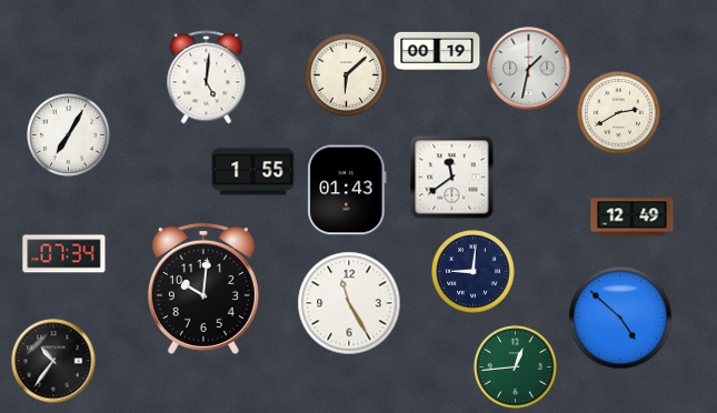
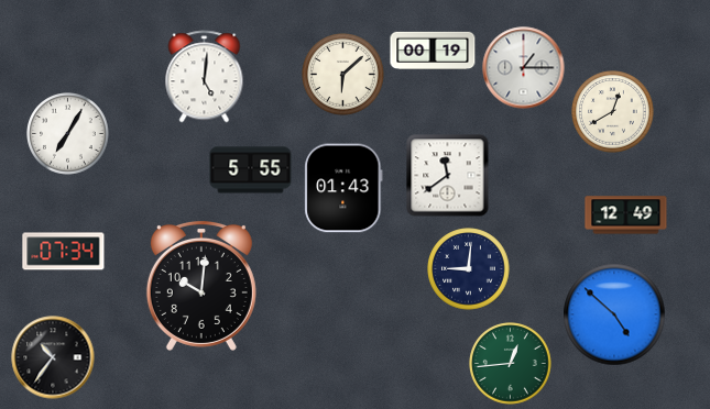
clock at (529, 69): 1:32 -> 1:15
clock at (619, 113): 2:40 -> 12:40
clock at (253, 172): 1:55 -> 5:55
clock at (349, 303): 11:25 -> none
